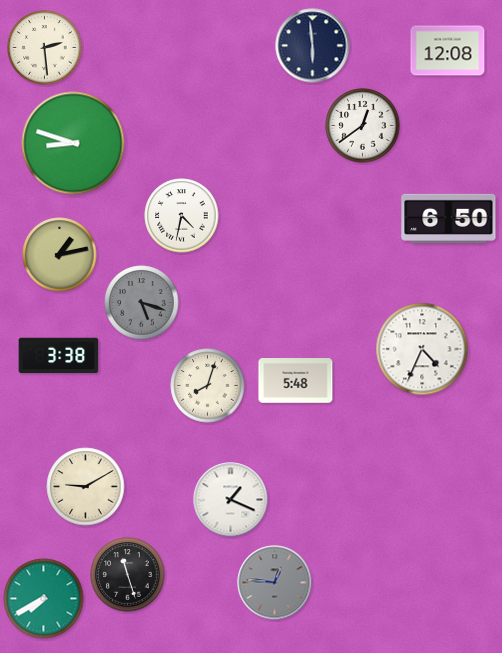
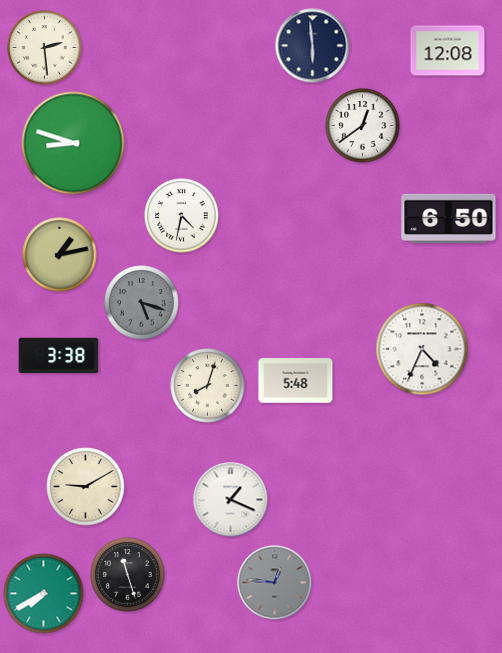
clock at (44, 599) position: (44, 599) -> (44, 594)
